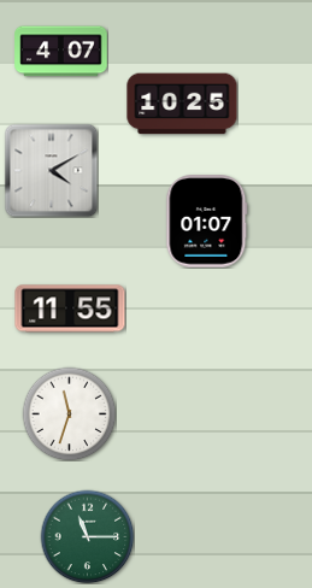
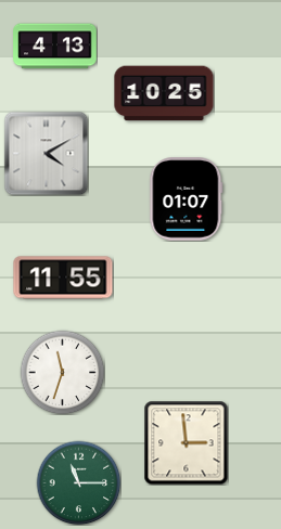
clock at (61, 52): 4:07 -> 4:13
clock at (186, 442): none -> 2:59
